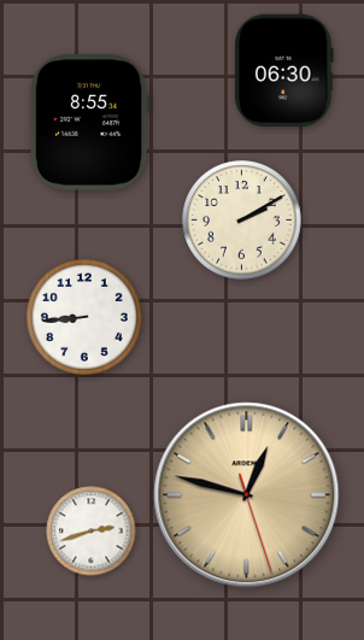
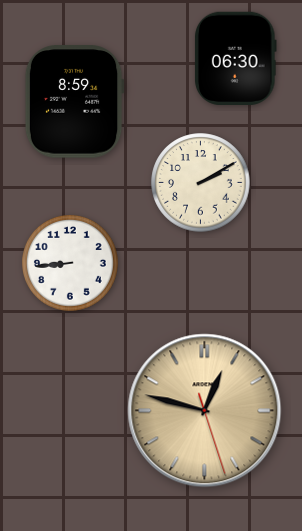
clock at (89, 123): 8:55 -> 8:59
clock at (92, 532): 2:42 -> none
